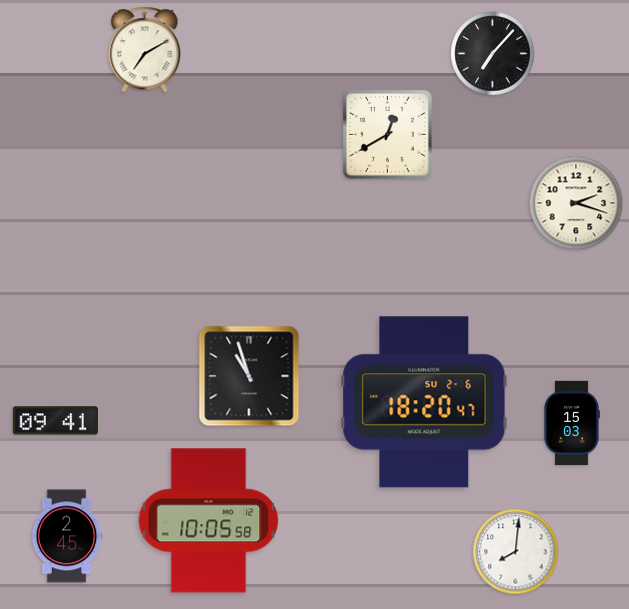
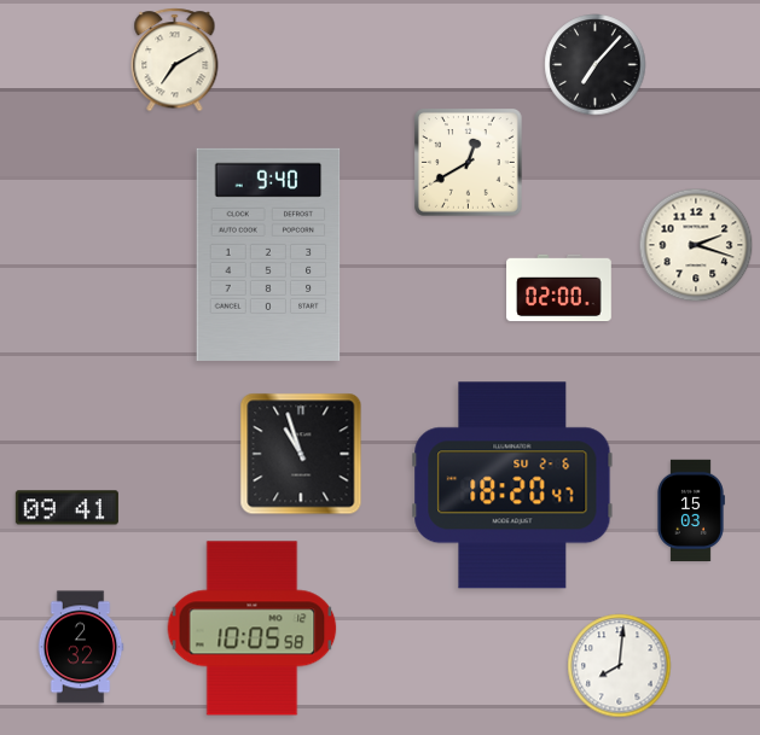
clock at (268, 255): none -> 9:40
clock at (559, 288): none -> 02:00
clock at (67, 536): 2:45 -> 2:32
clock at (516, 552) position: (516, 552) -> (620, 666)
